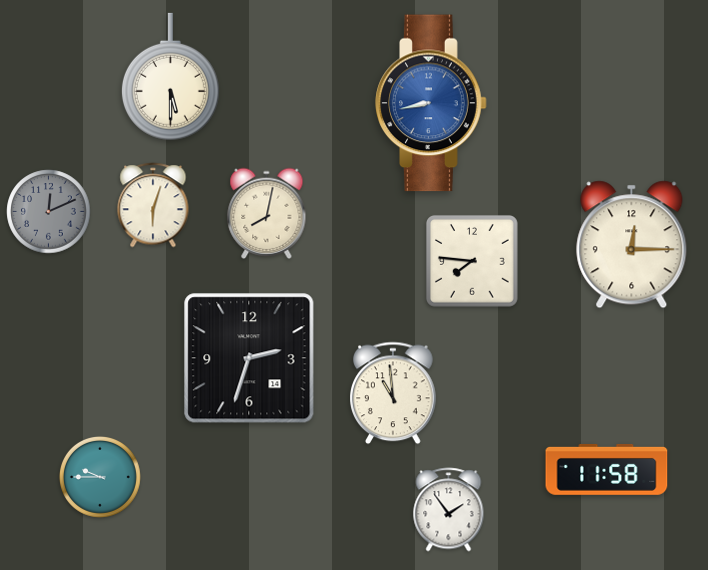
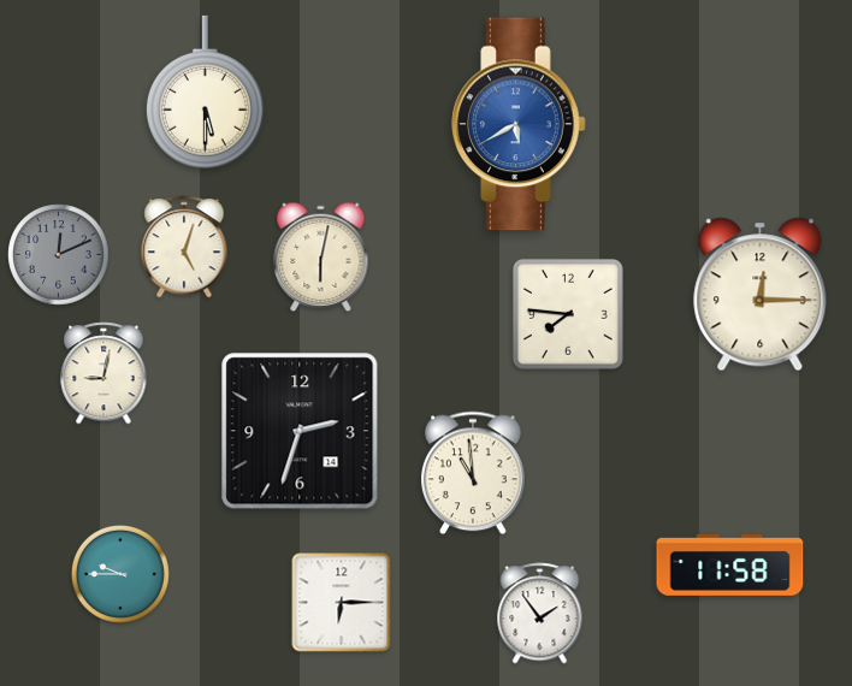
clock at (431, 103): 8:43 -> 5:40
clock at (153, 205): 6:03 -> 5:03
clock at (267, 213): 8:02 -> 6:02
clock at (103, 373): none -> 9:02
clock at (342, 603): none -> 6:15
